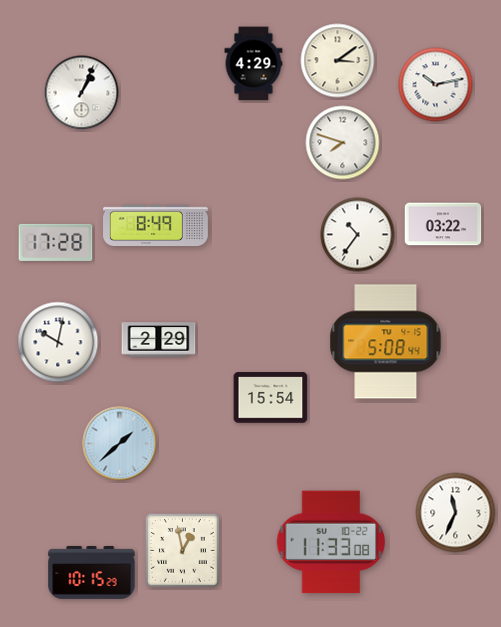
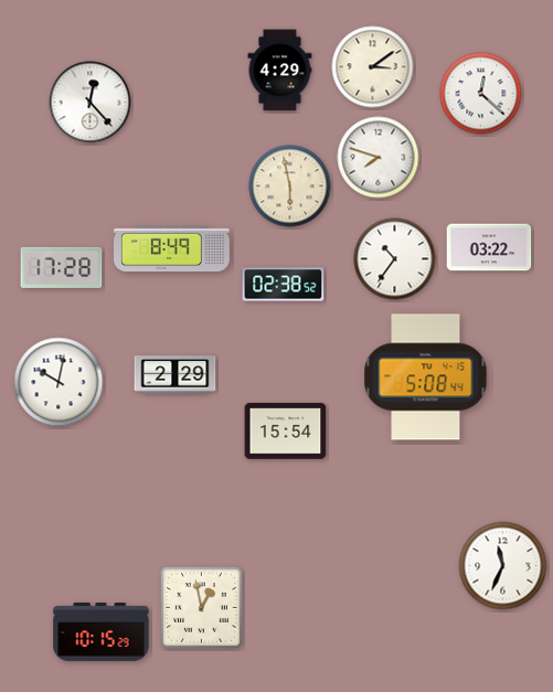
clock at (436, 85): 10:13 -> 12:22
clock at (82, 93): 1:04 -> 12:23
clock at (290, 187): none -> 5:58
clock at (284, 285): none -> 02:38
clock at (58, 342) position: (58, 342) -> (59, 382)
clock at (271, 398) position: (271, 398) -> (286, 432)
clock at (120, 444): 1:38 -> none
clock at (331, 542): 11:33 -> none
